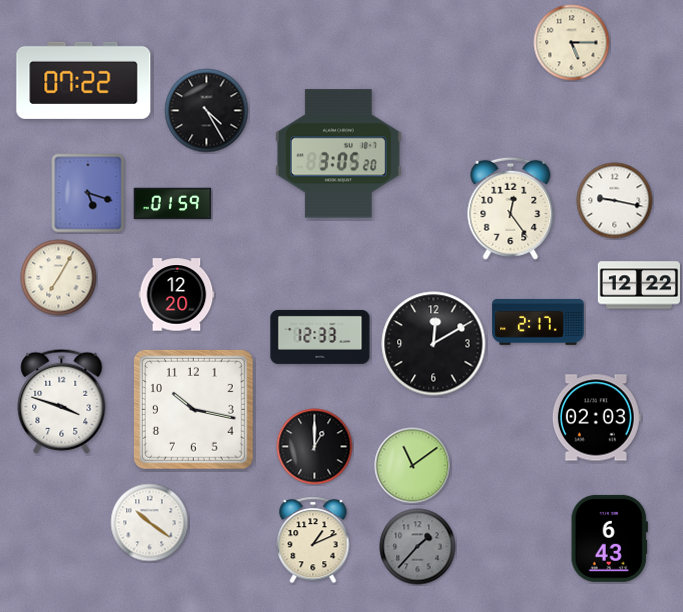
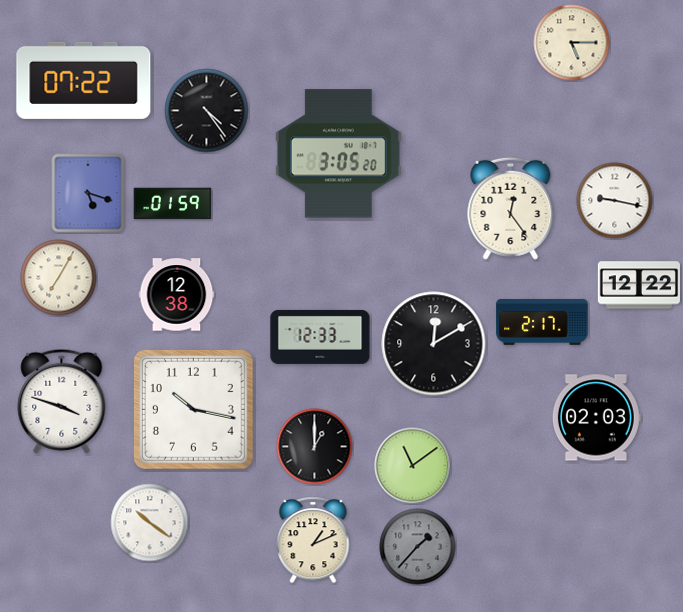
clock at (207, 111): 4:25 -> 4:24
clock at (177, 295): 12:20 -> 12:38
clock at (538, 322) position: (538, 322) -> (542, 322)
clock at (609, 538): 6:43 -> none
